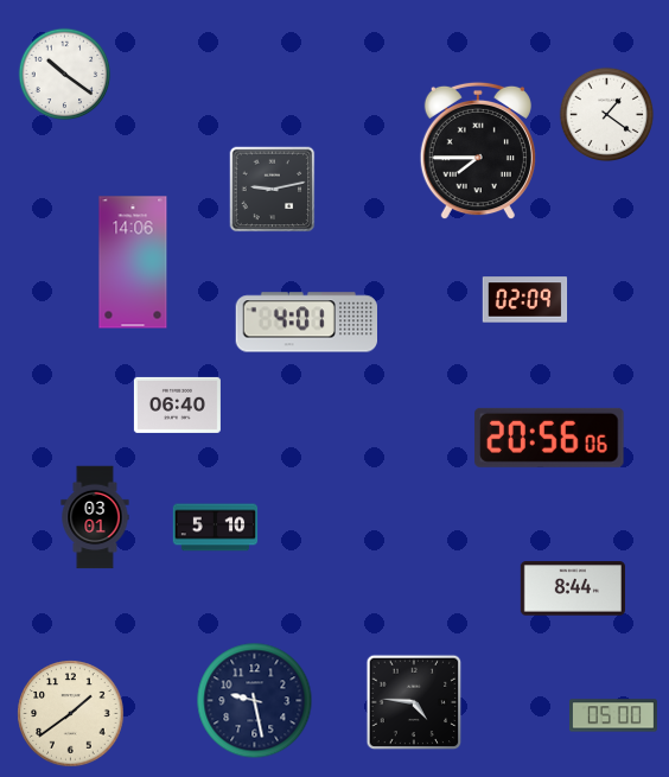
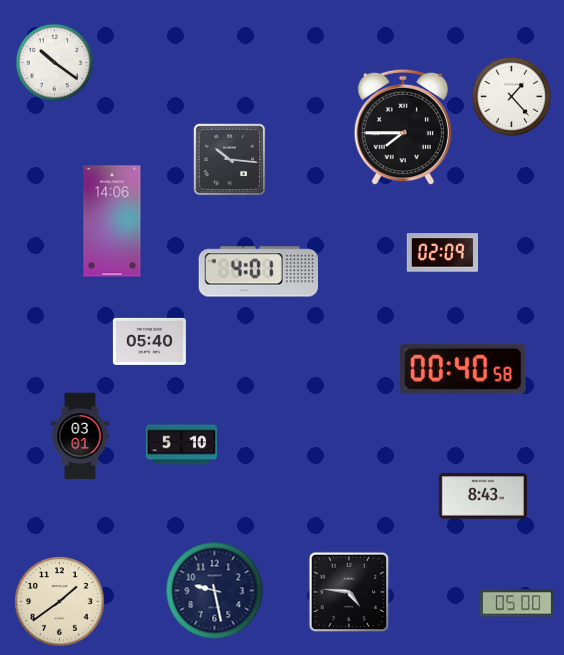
clock at (607, 115): 1:21 -> 1:23
clock at (273, 190): 9:13 -> 10:16
clock at (177, 405): 06:40 -> 05:40
clock at (549, 438): 20:56 -> 00:40
clock at (573, 588): 8:44 -> 8:43
